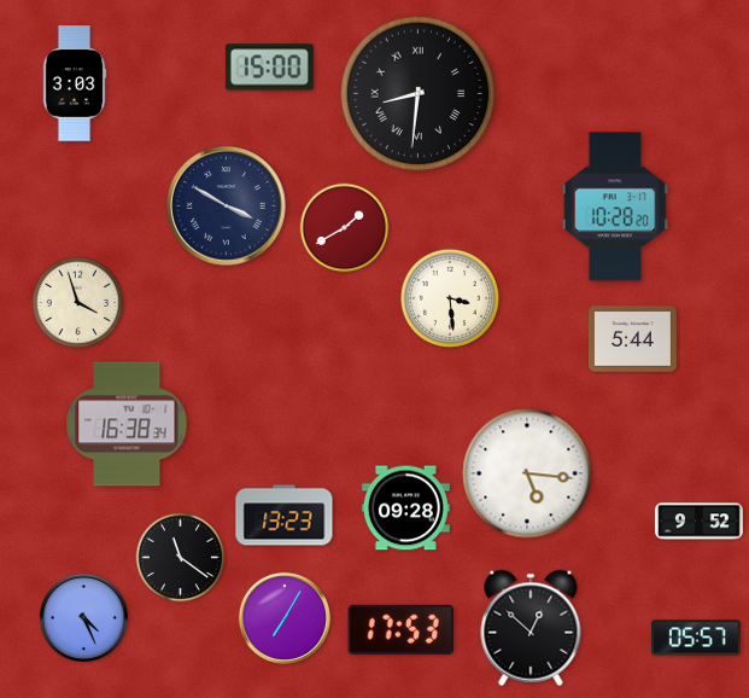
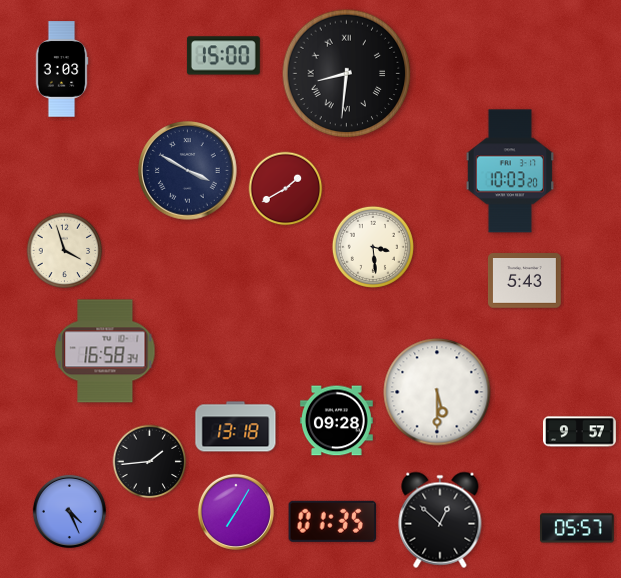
clock at (419, 94) position: (419, 94) -> (347, 74)
clock at (614, 207): 10:28 -> 10:03
clock at (632, 339): 5:44 -> 5:43
clock at (127, 424): 16:38 -> 16:58
clock at (527, 473): 5:16 -> 5:30
clock at (285, 516): 13:23 -> 13:18
clock at (700, 522): 9:52 -> 9:57
clock at (181, 558): 11:21 -> 1:44
clock at (402, 629): 17:53 -> 01:35
